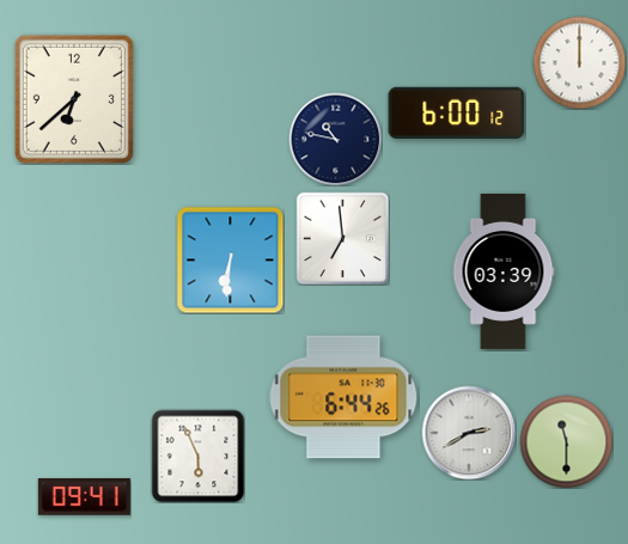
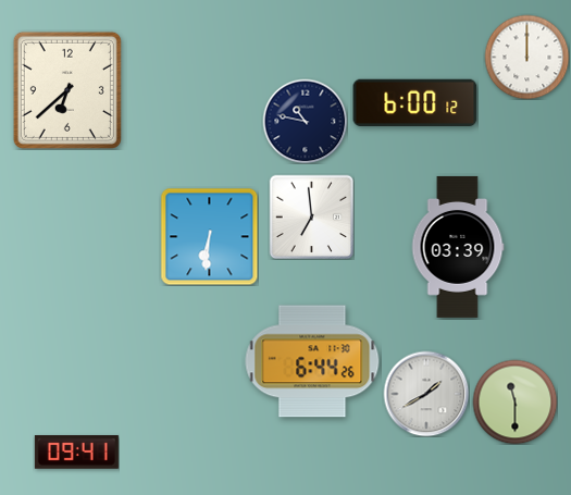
clock at (335, 139) position: (335, 139) -> (305, 121)
clock at (469, 433): 2:40 -> 1:40
clock at (197, 456): 5:56 -> none
